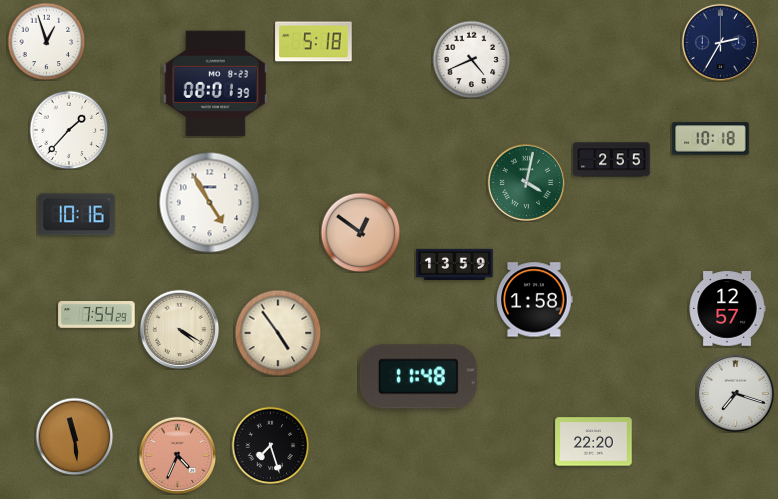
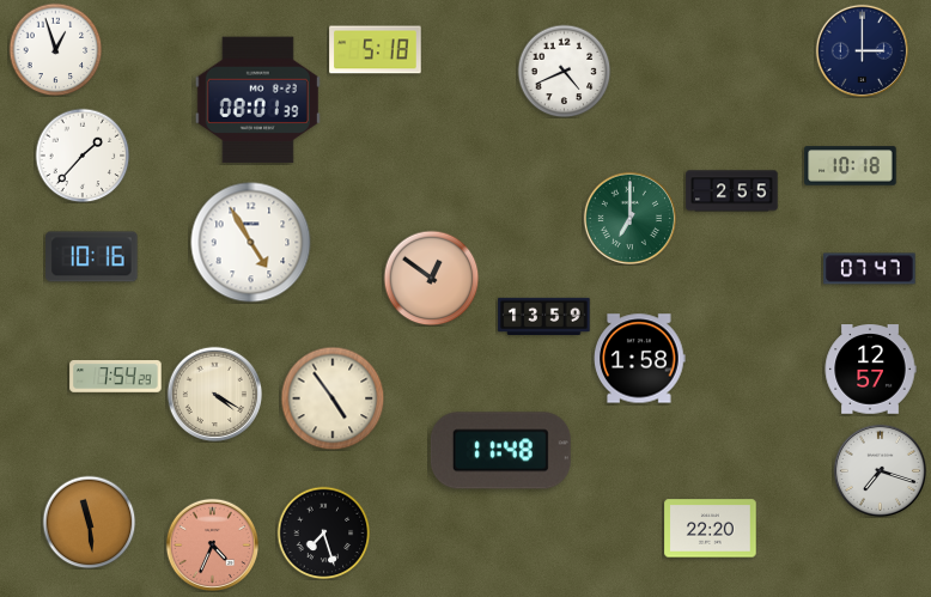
clock at (720, 42): 2:35 -> 3:00
clock at (526, 182): 4:02 -> 7:00
clock at (870, 269): none -> 07:47
